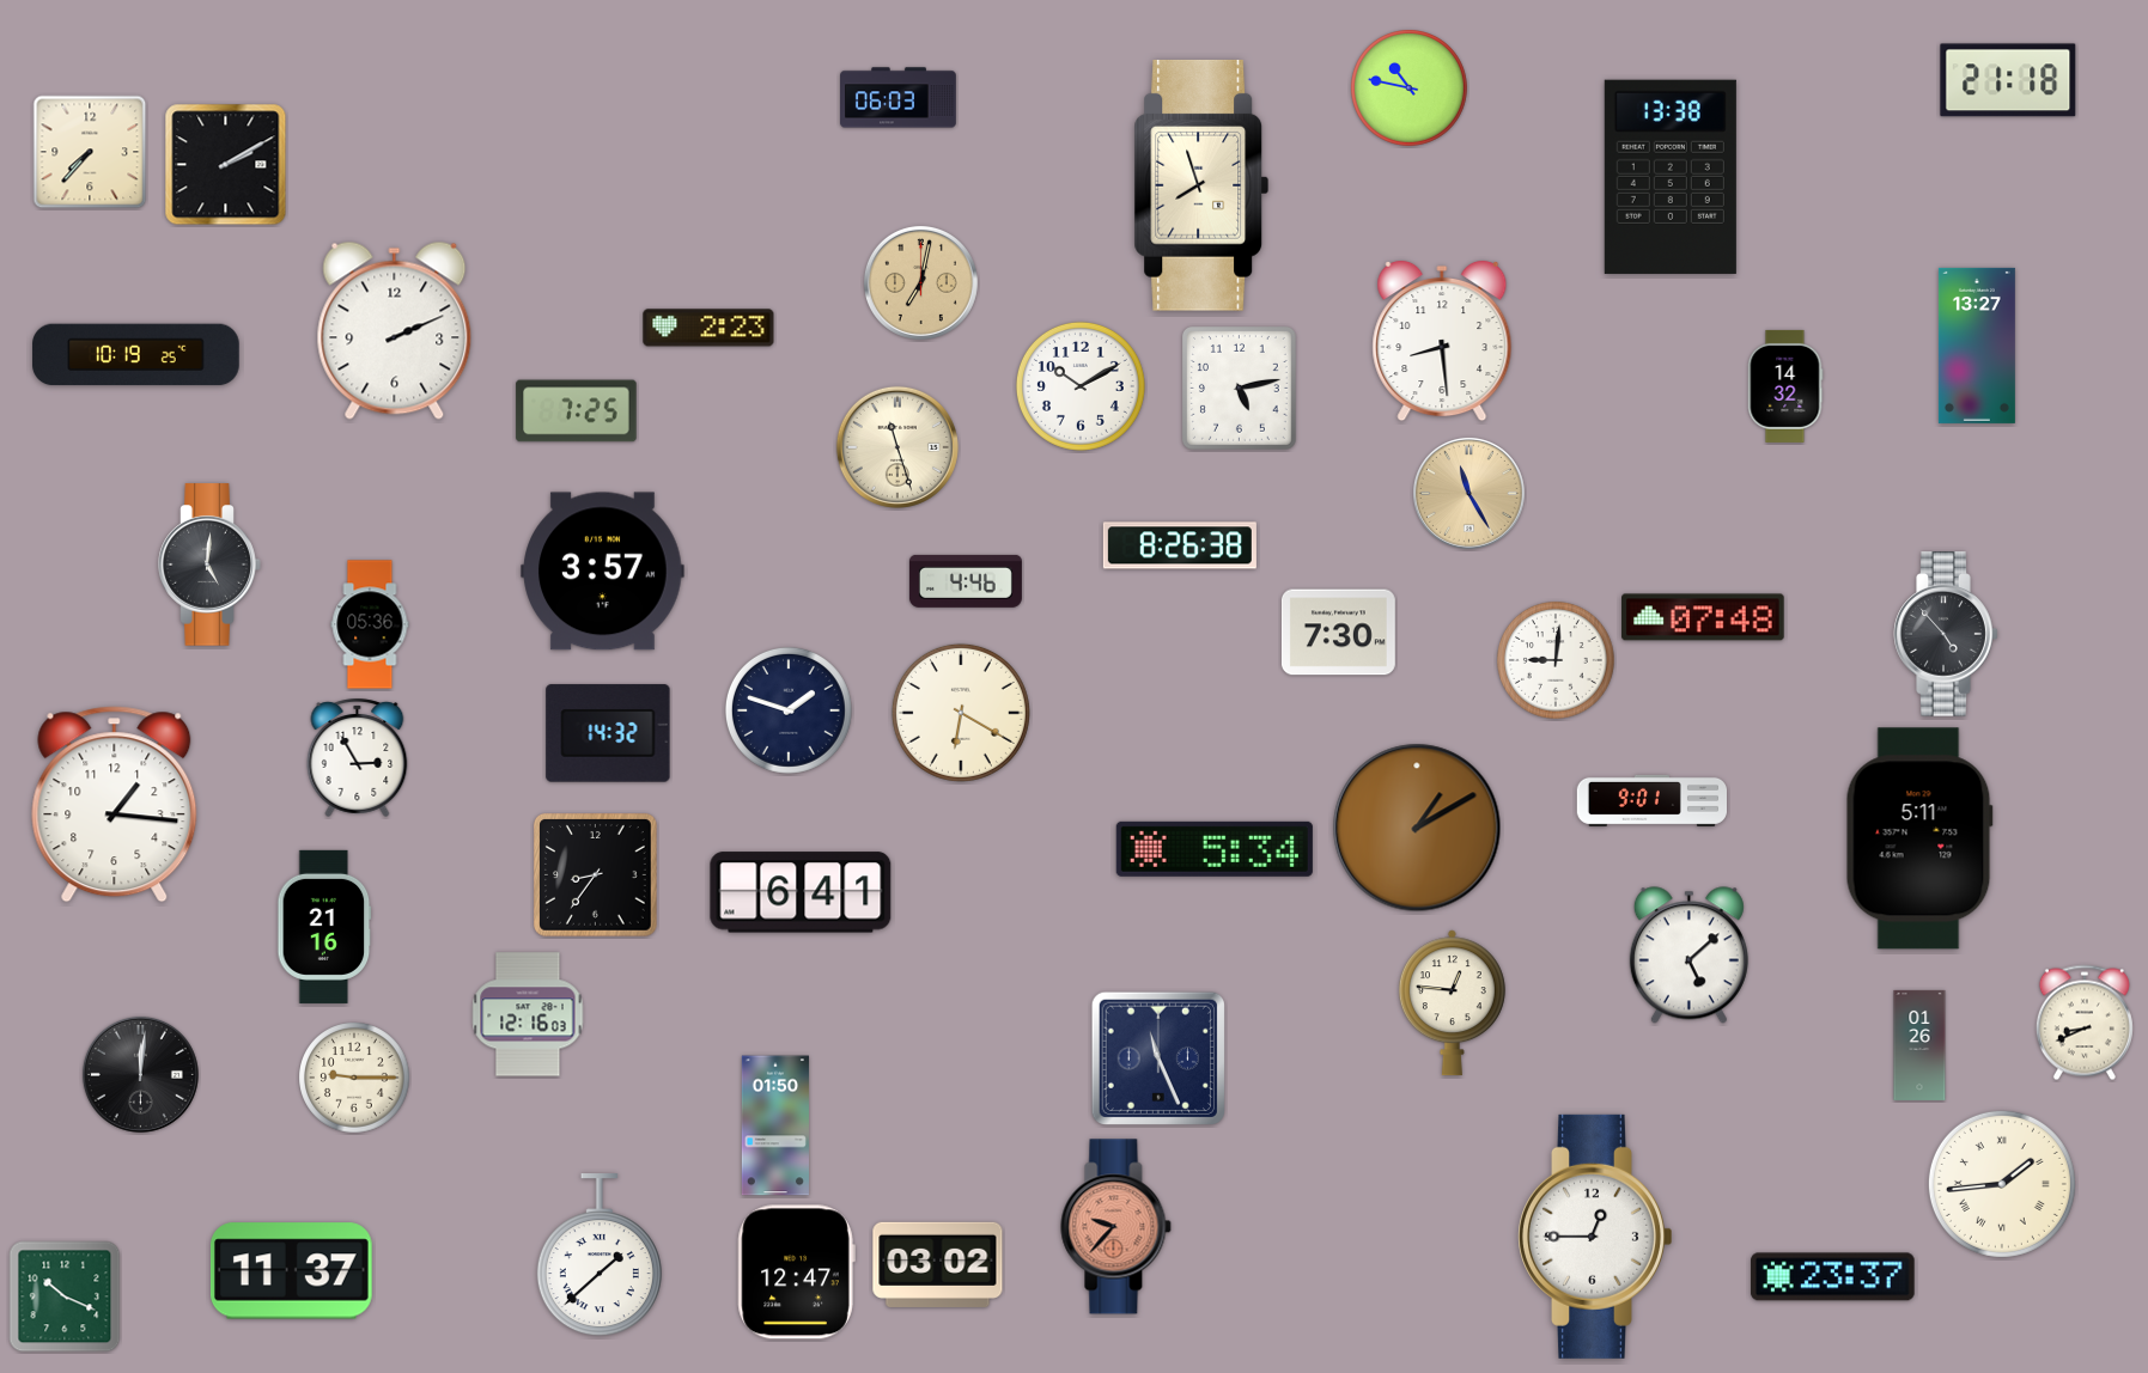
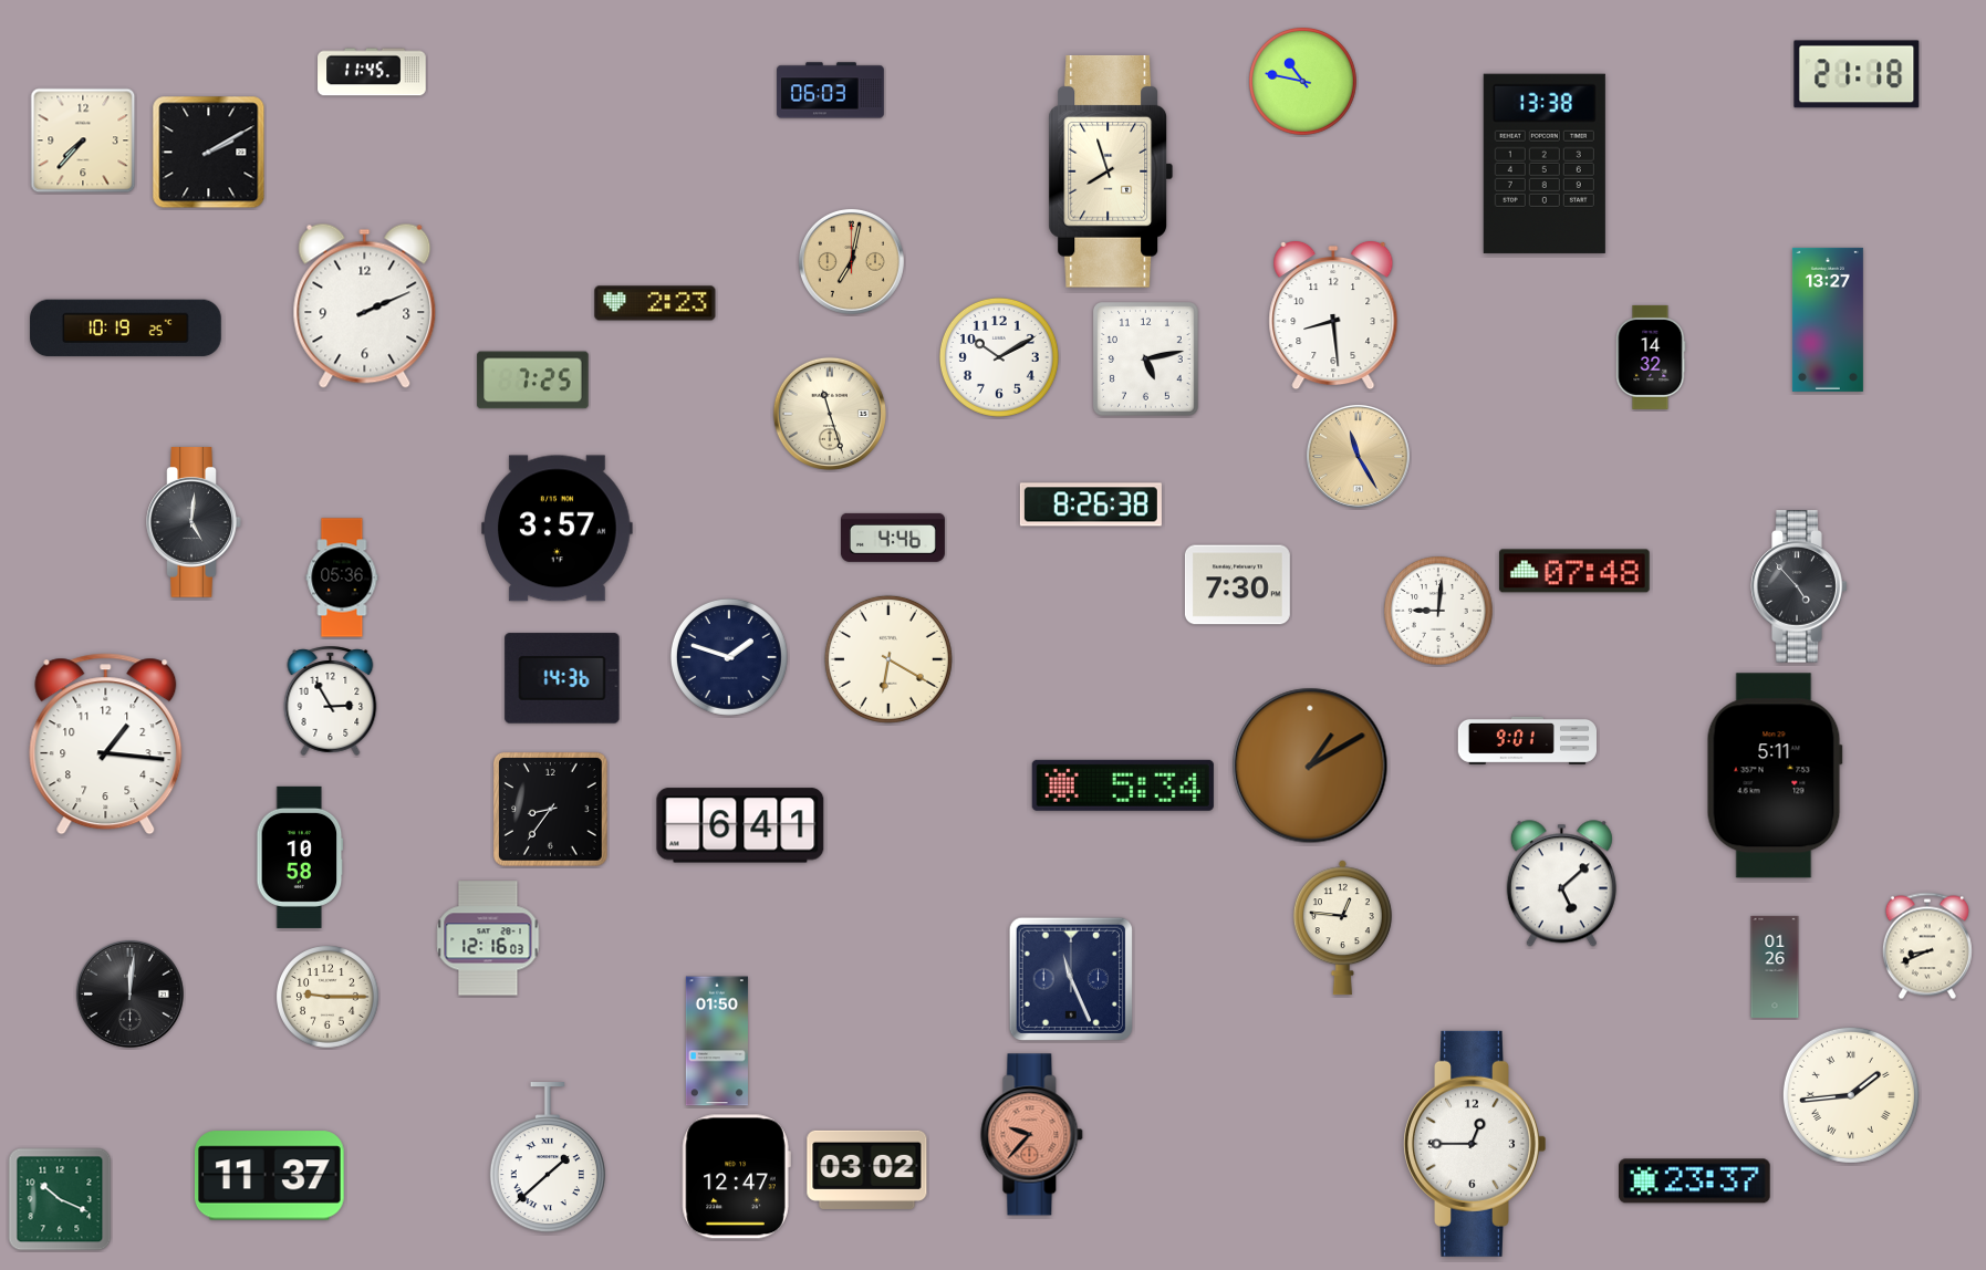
clock at (372, 72): none -> 11:45
clock at (608, 733): 14:32 -> 14:36
clock at (324, 927): 21:16 -> 10:58
clock at (600, 1256) position: (600, 1256) -> (548, 1158)
